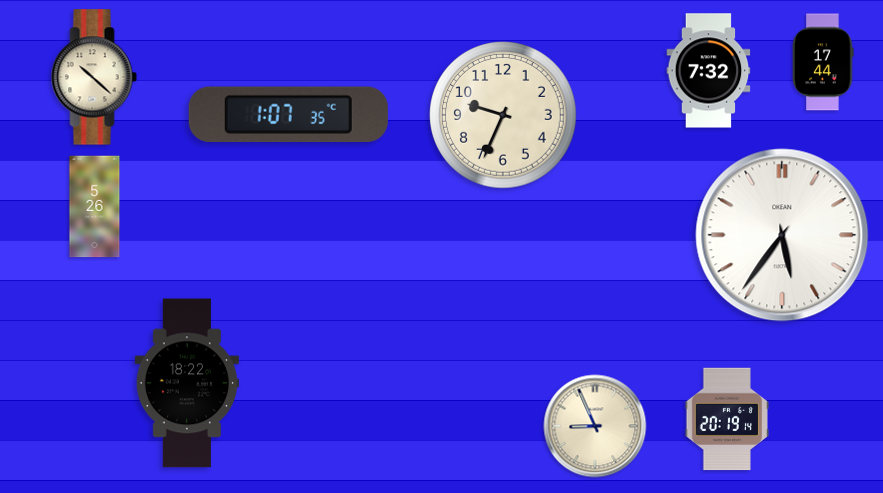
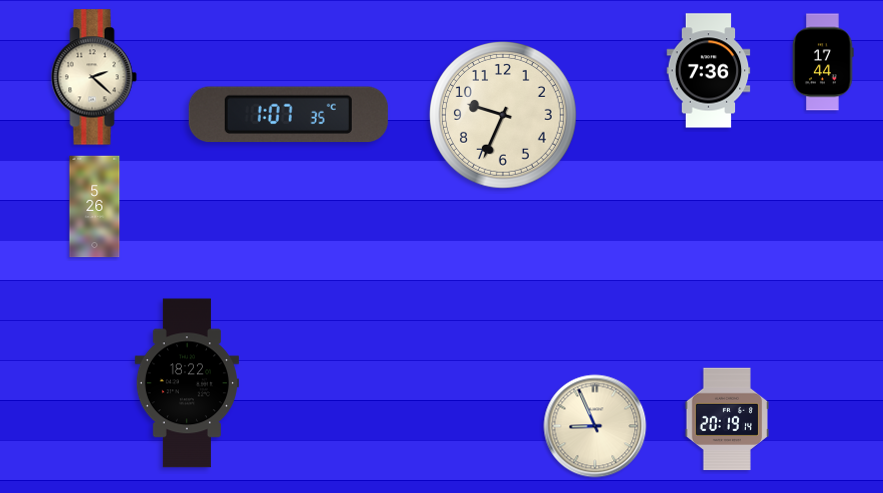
clock at (709, 71): 7:32 -> 7:36
clock at (94, 77): 10:22 -> 2:22
clock at (782, 235): 5:36 -> none
